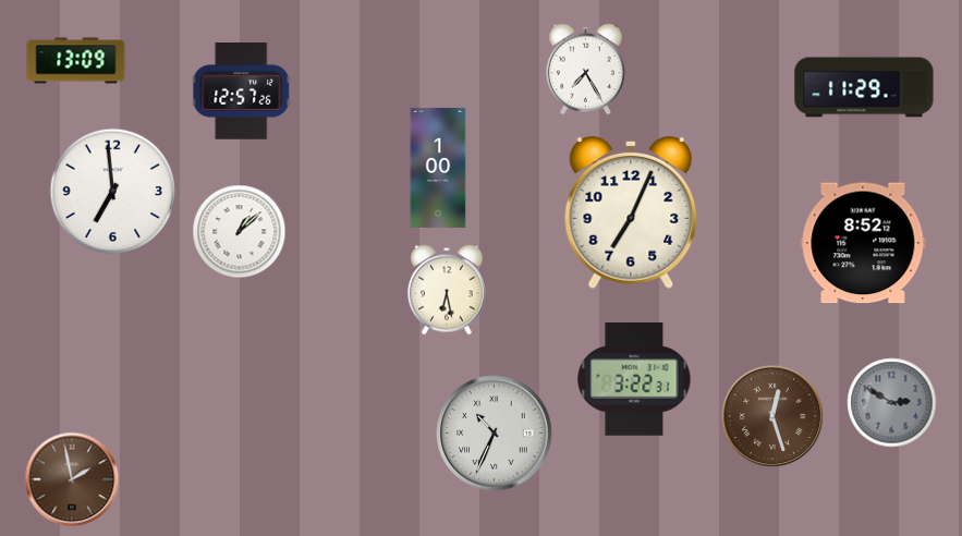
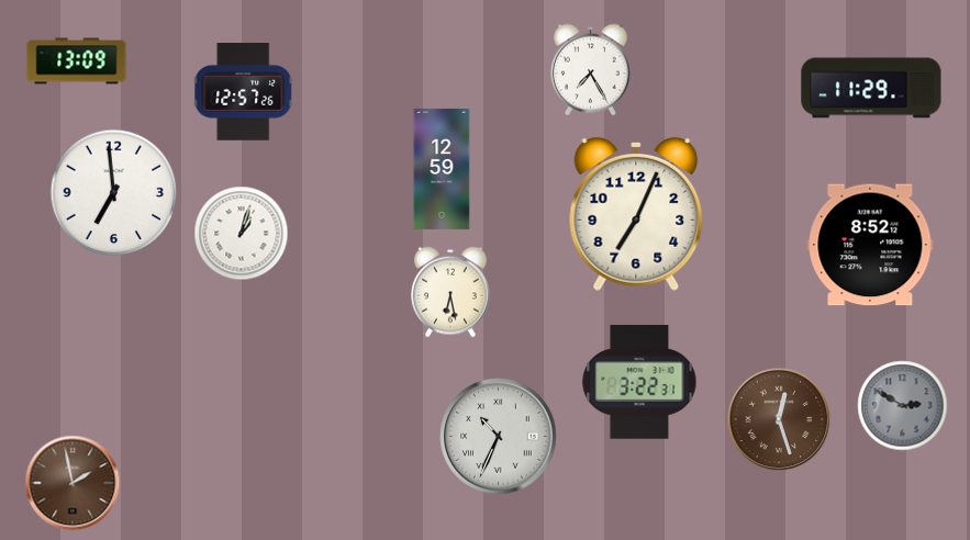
clock at (438, 168): 1:00 -> 12:59
clock at (240, 232): 1:08 -> 1:03
clock at (892, 403) position: (892, 403) -> (903, 406)
